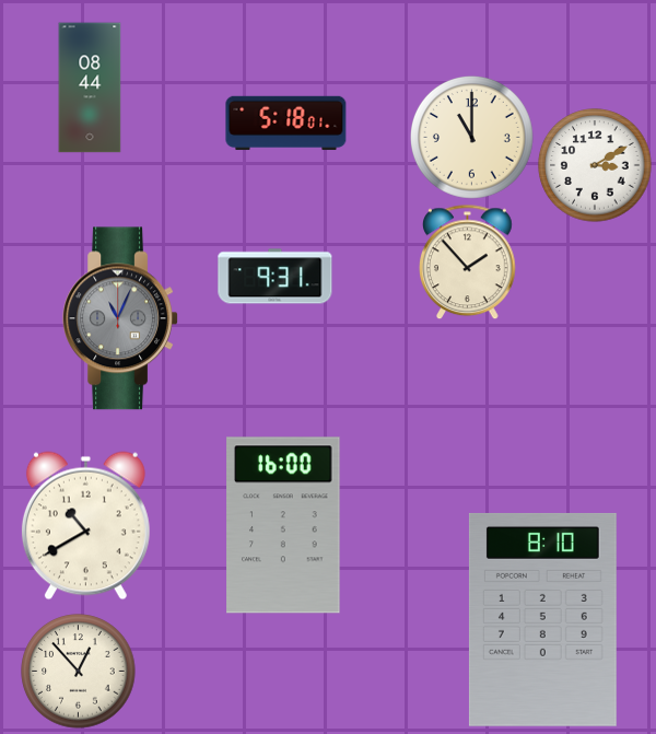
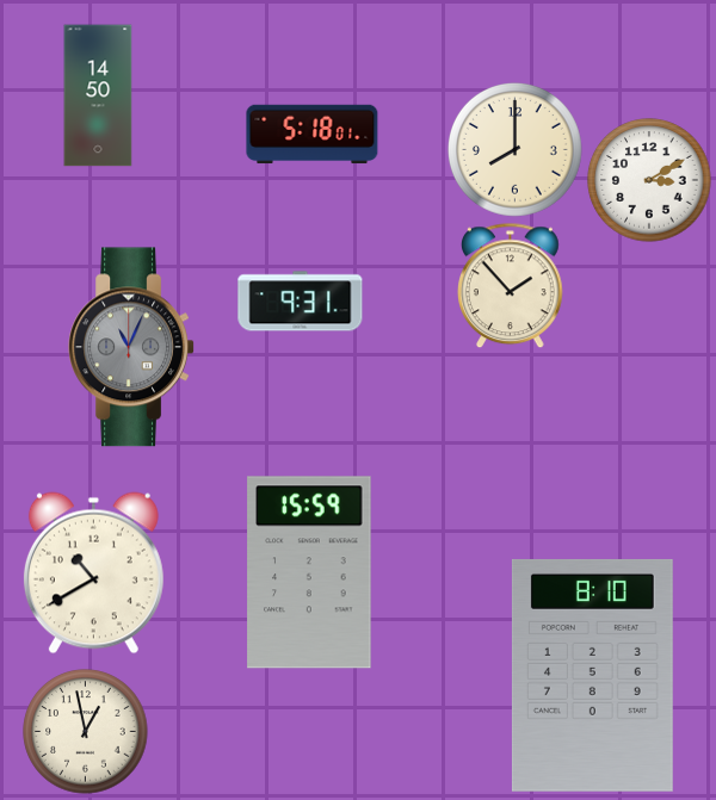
clock at (90, 88): 08:44 -> 14:50
clock at (472, 138): 11:00 -> 8:00
clock at (283, 525): 16:00 -> 15:59
clock at (79, 672): 12:53 -> 12:58
